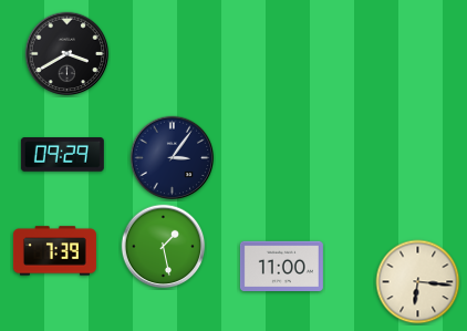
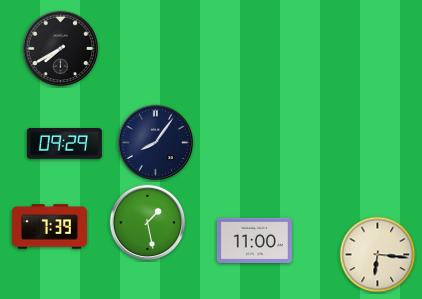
clock at (68, 54): 3:40 -> 7:40
clock at (62, 155) position: (62, 155) -> (64, 144)
clock at (173, 158): 3:06 -> 8:06
